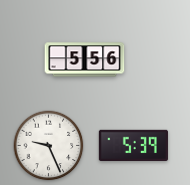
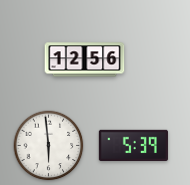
clock at (85, 60): 5:56 -> 12:56
clock at (49, 146): 9:26 -> 5:59
